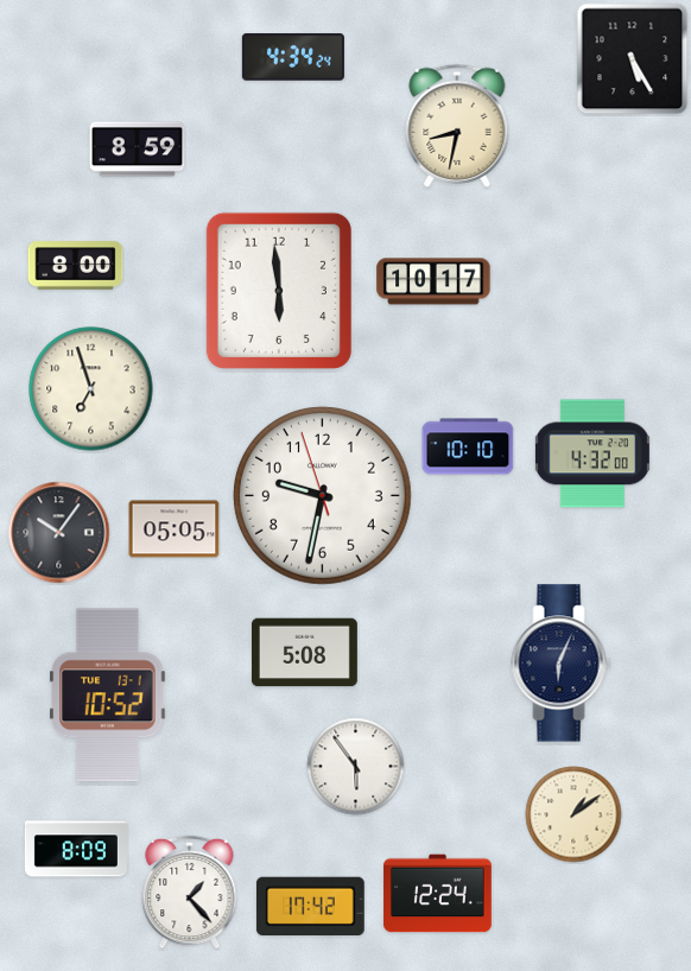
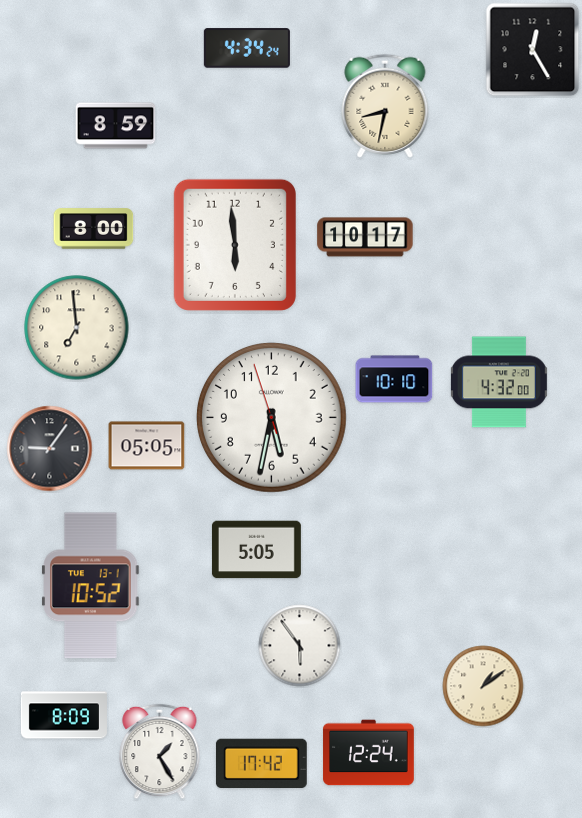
clock at (633, 59): 5:25 -> 12:25
clock at (76, 266) position: (76, 266) -> (94, 229)
clock at (91, 389): 6:57 -> 6:59
clock at (468, 446) position: (468, 446) -> (394, 379)
clock at (323, 496): 9:31 -> 5:31
clock at (59, 533): 10:06 -> 9:06
clock at (304, 653): 5:08 -> 5:05
clock at (562, 664): 6:04 -> none
clock at (190, 893): 1:23 -> 1:25
